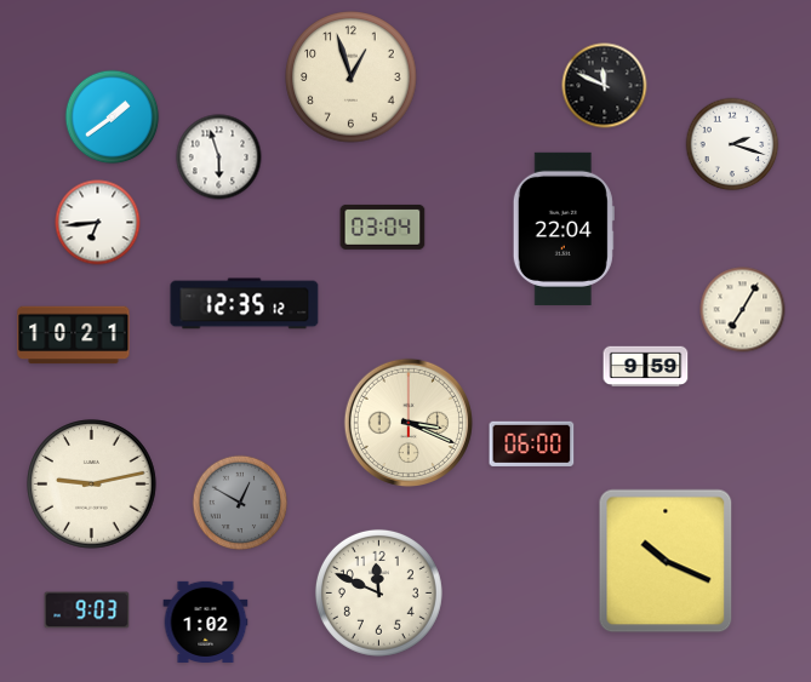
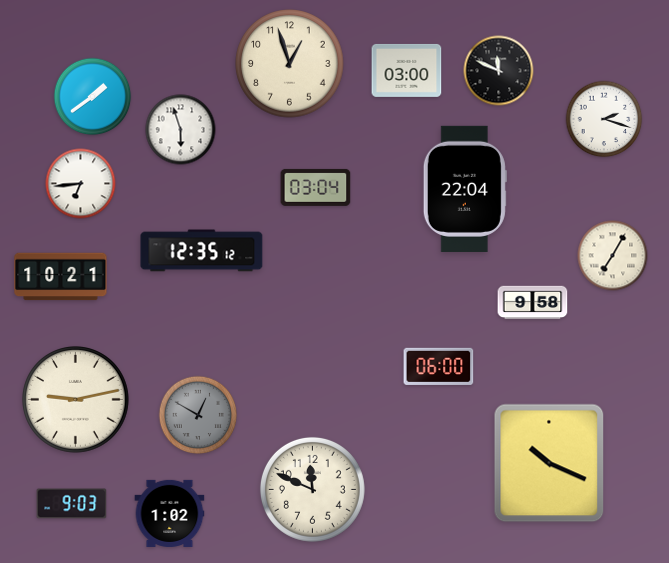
clock at (407, 70): none -> 03:00
clock at (646, 367): 9:59 -> 9:58
clock at (407, 423): 3:19 -> none
